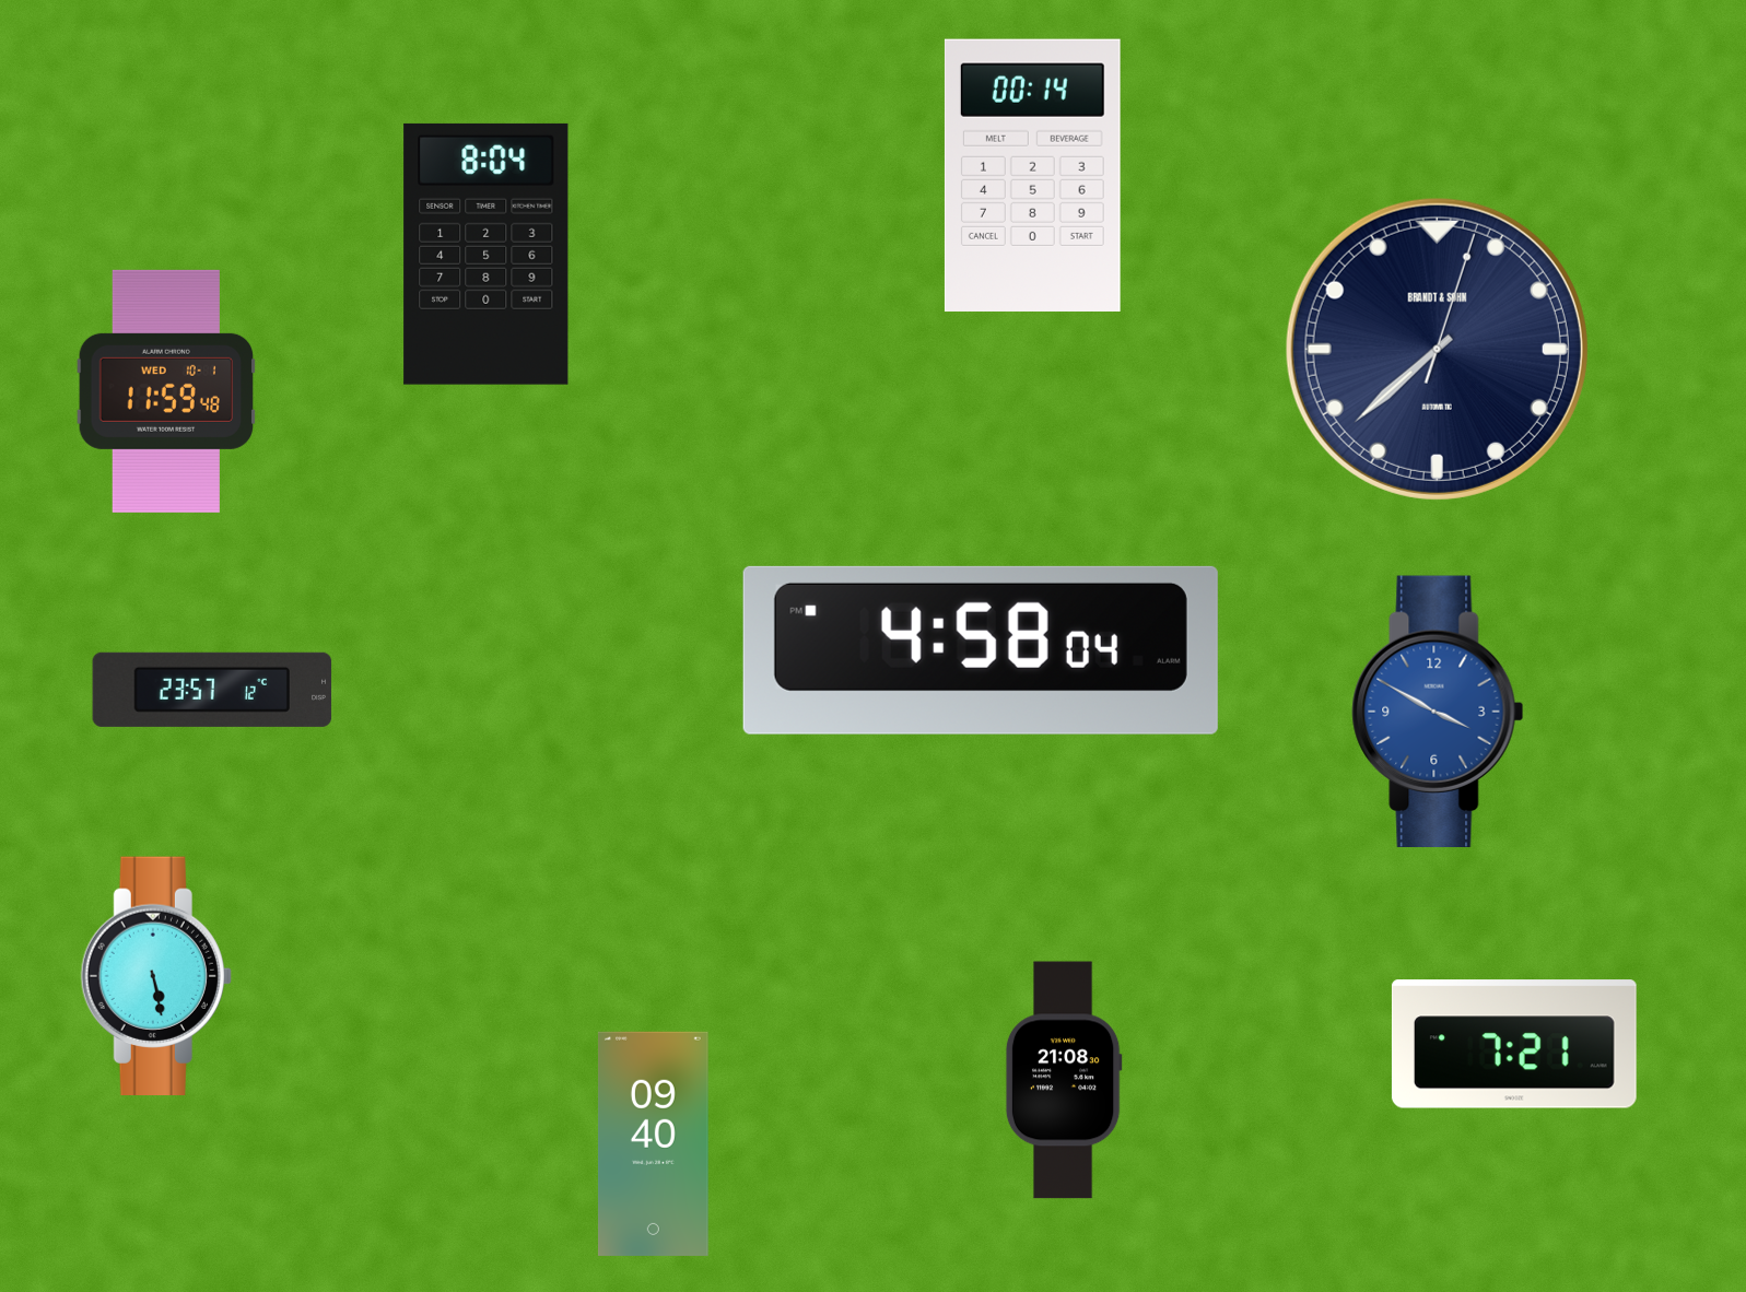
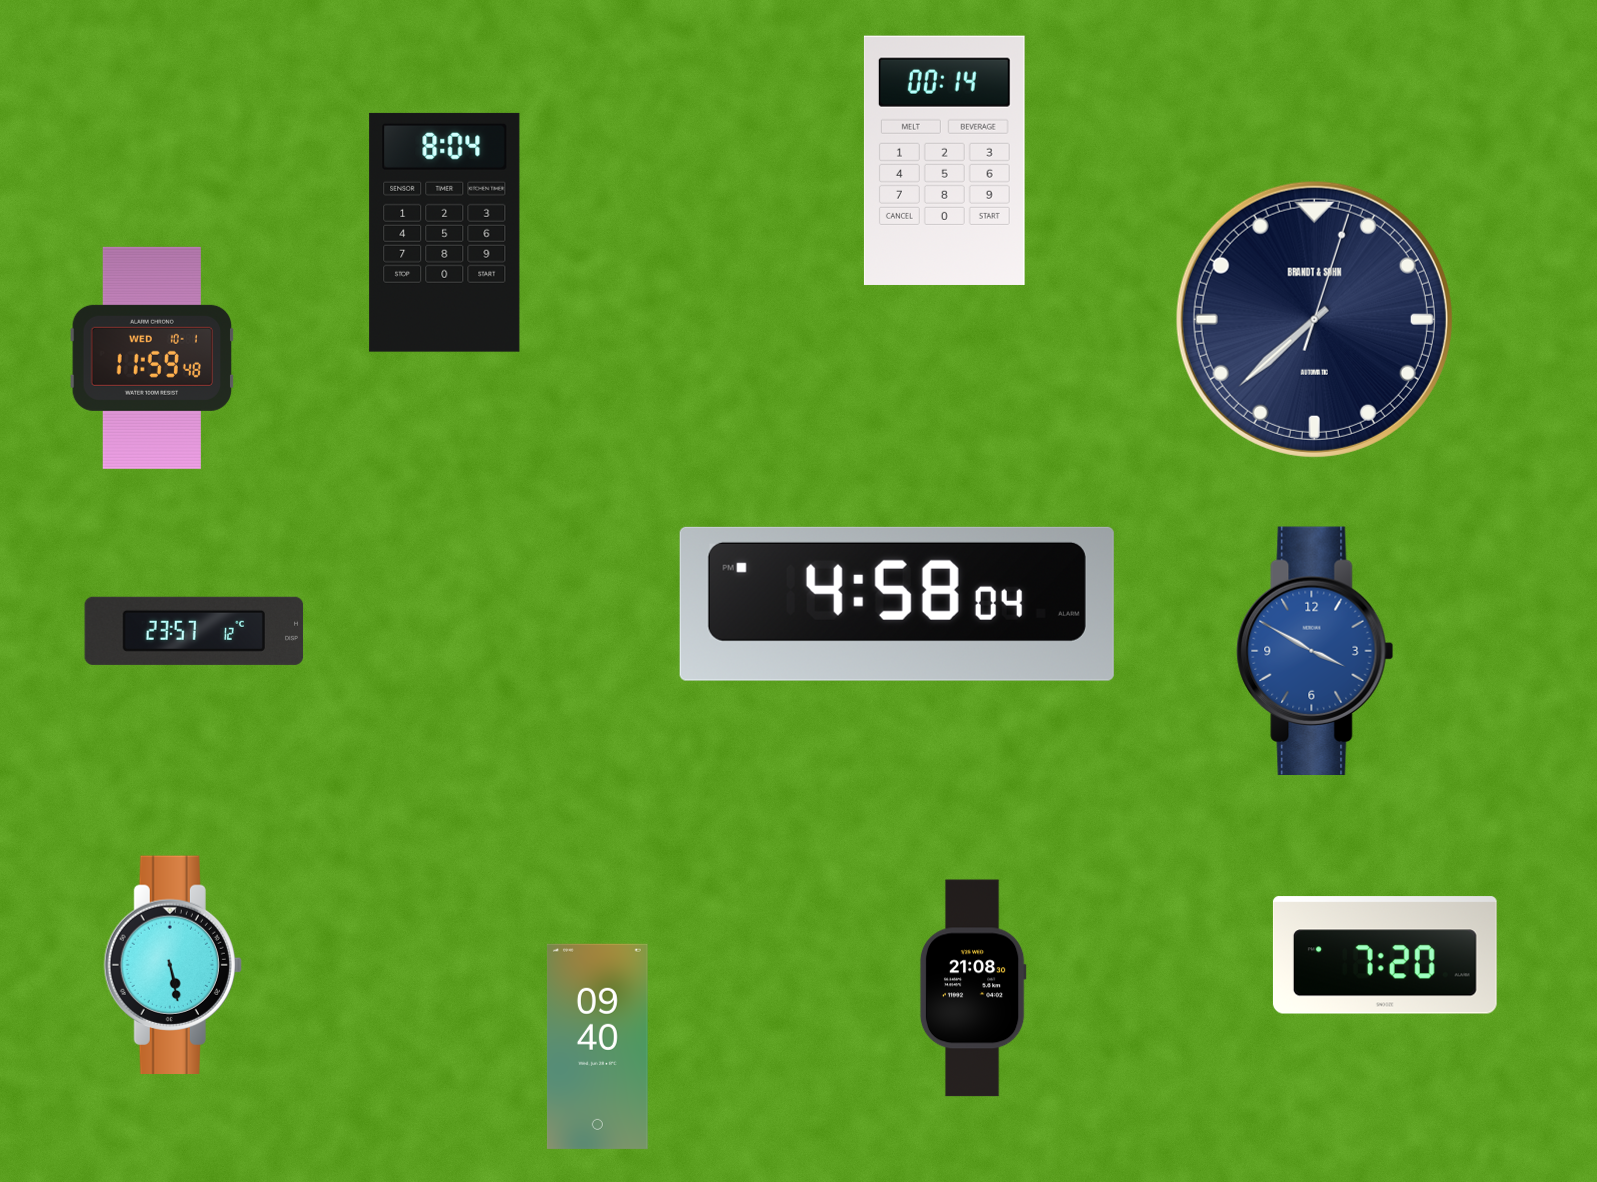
clock at (981, 650) position: (981, 650) -> (897, 604)
clock at (156, 975) position: (156, 975) -> (173, 964)
clock at (1514, 1044): 7:21 -> 7:20
